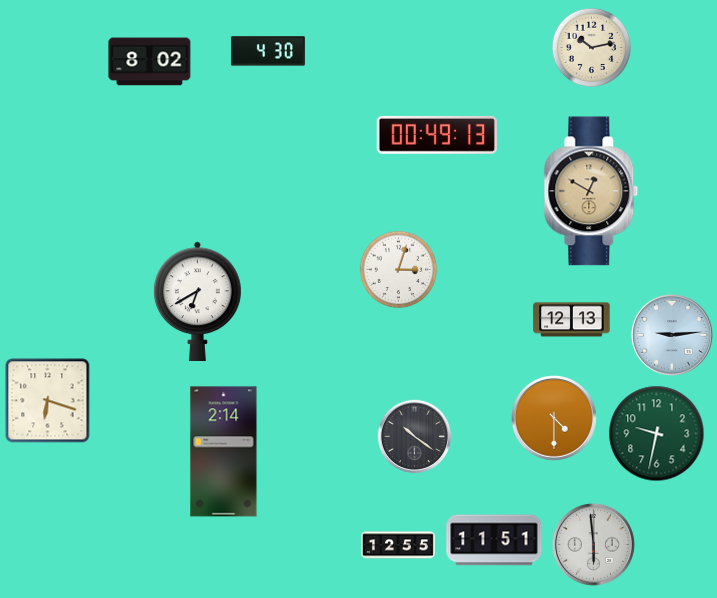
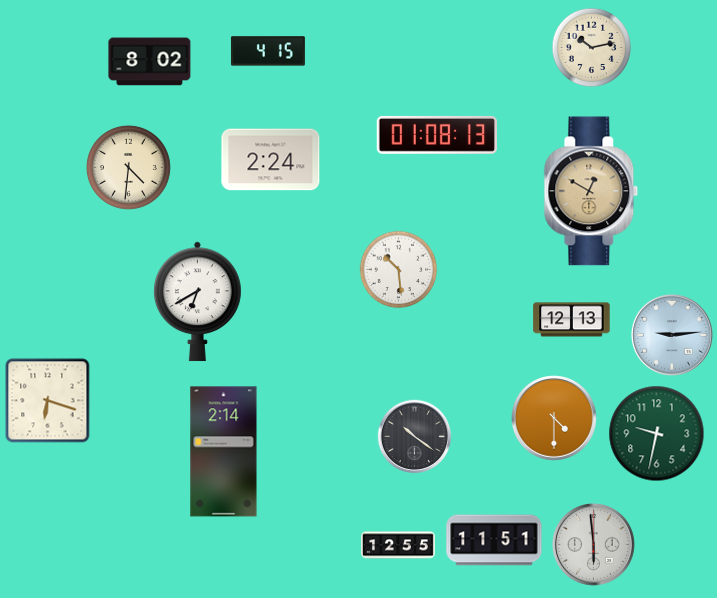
clock at (268, 51): 4:30 -> 4:15
clock at (437, 135): 00:49 -> 01:08
clock at (271, 160): none -> 2:24
clock at (128, 167): none -> 4:31
clock at (399, 270): 3:03 -> 10:29
